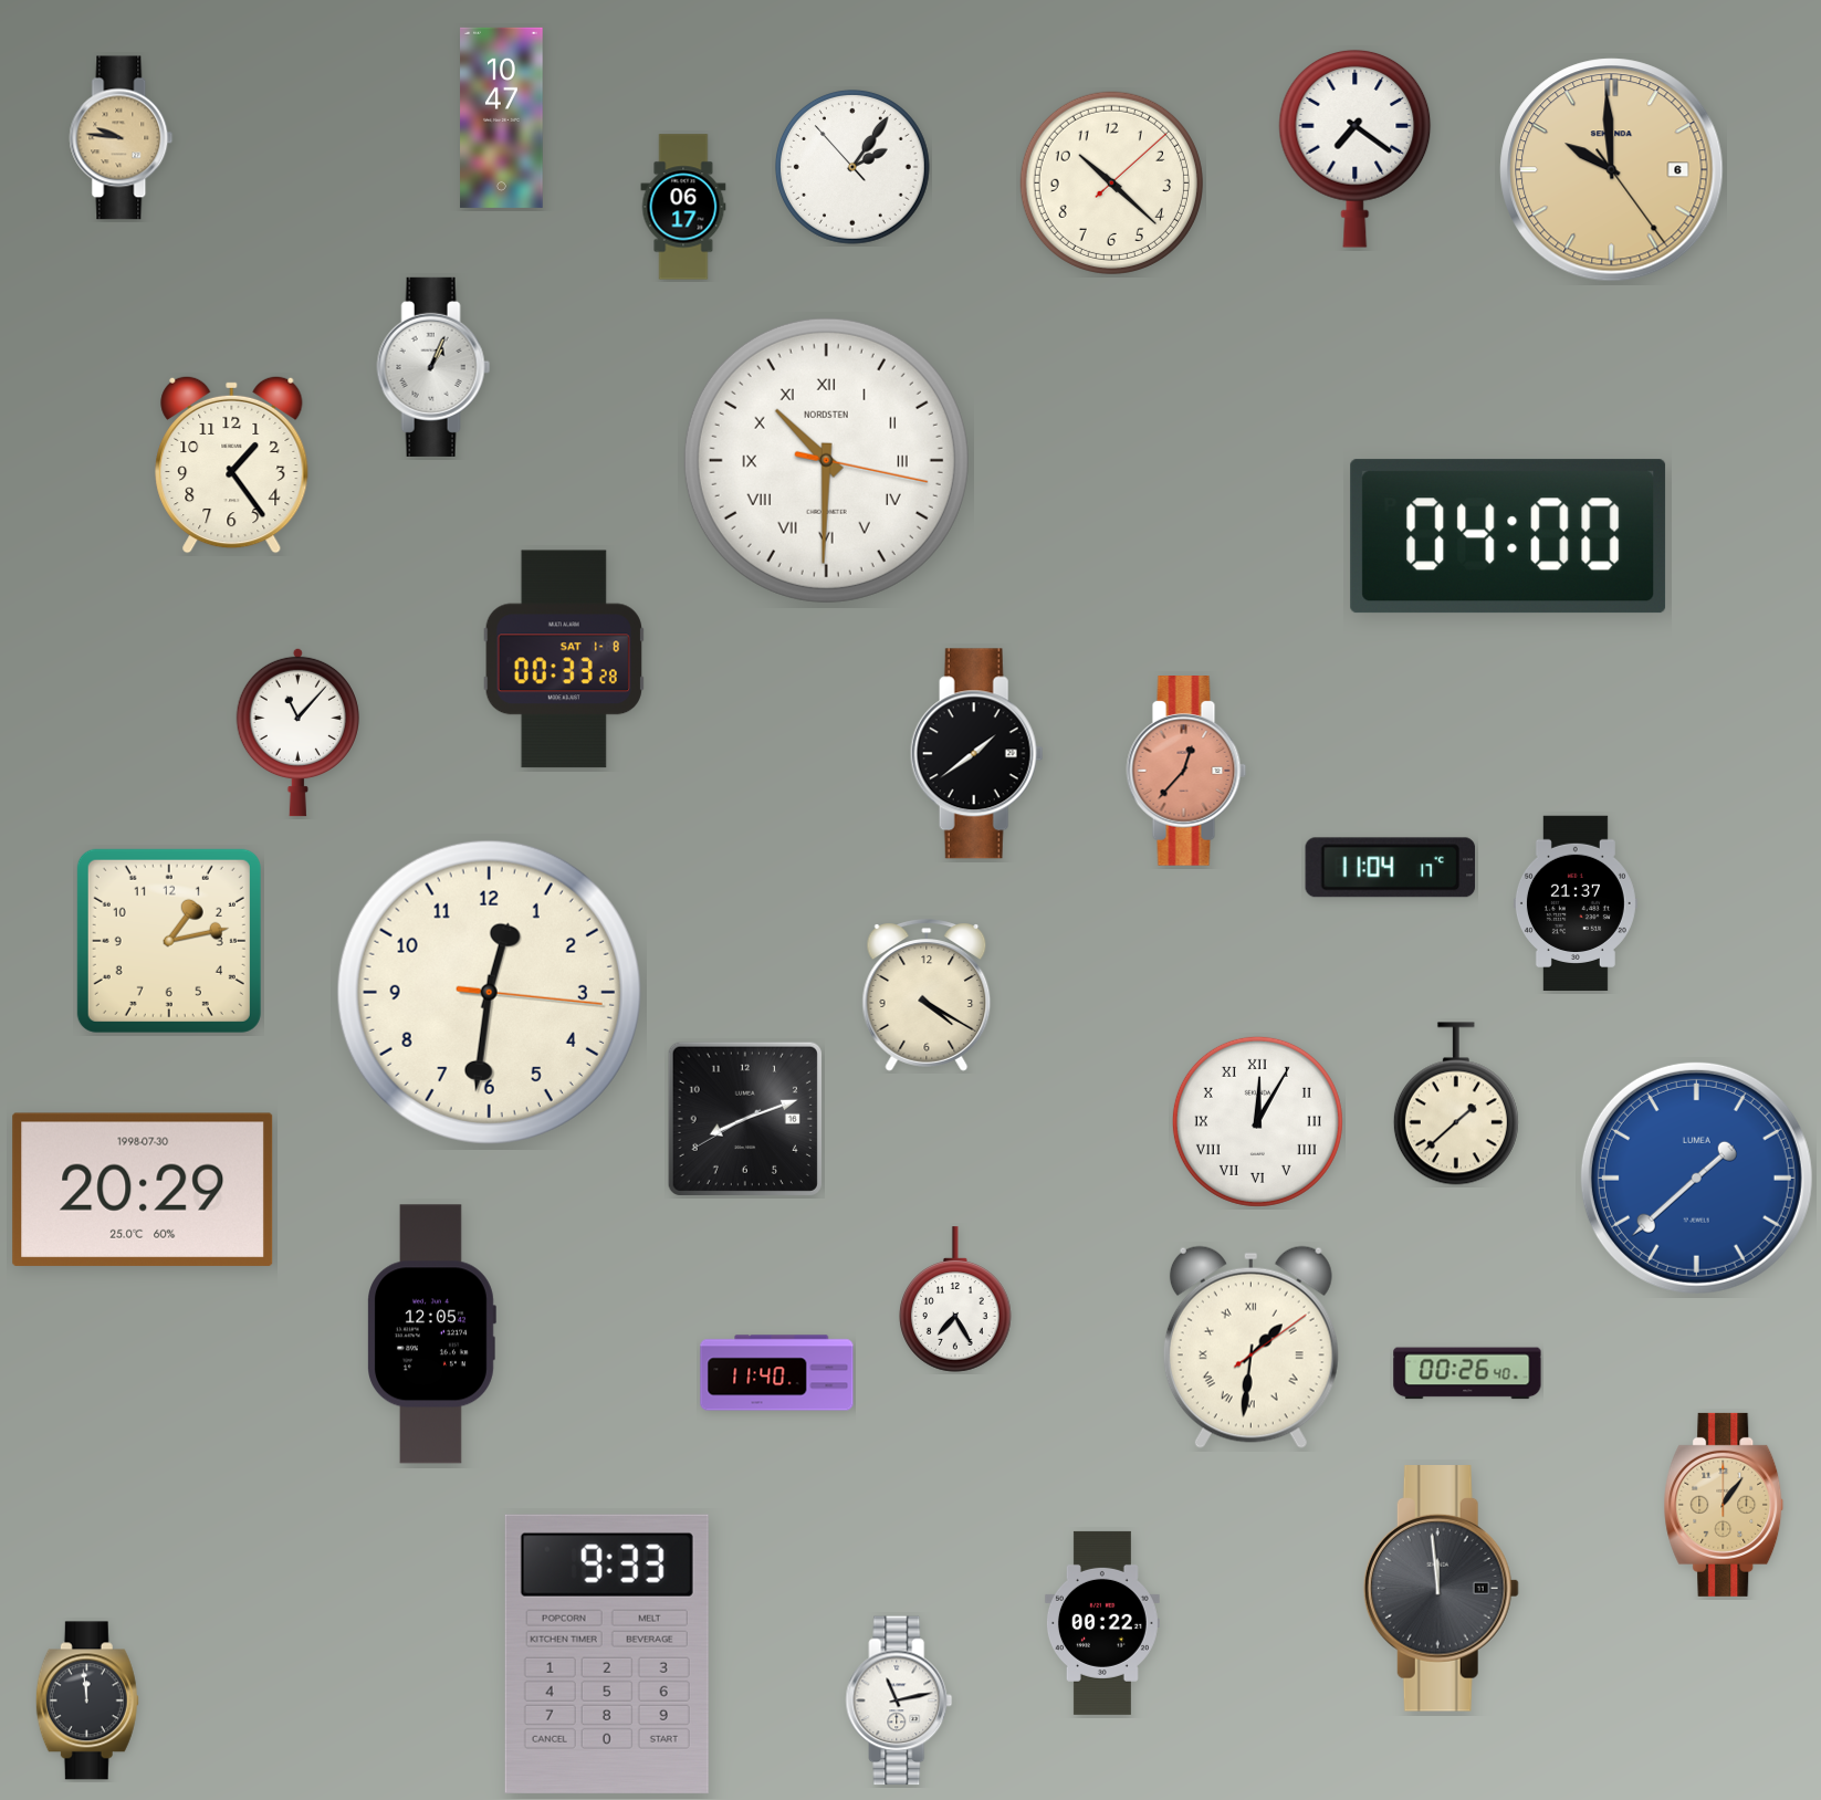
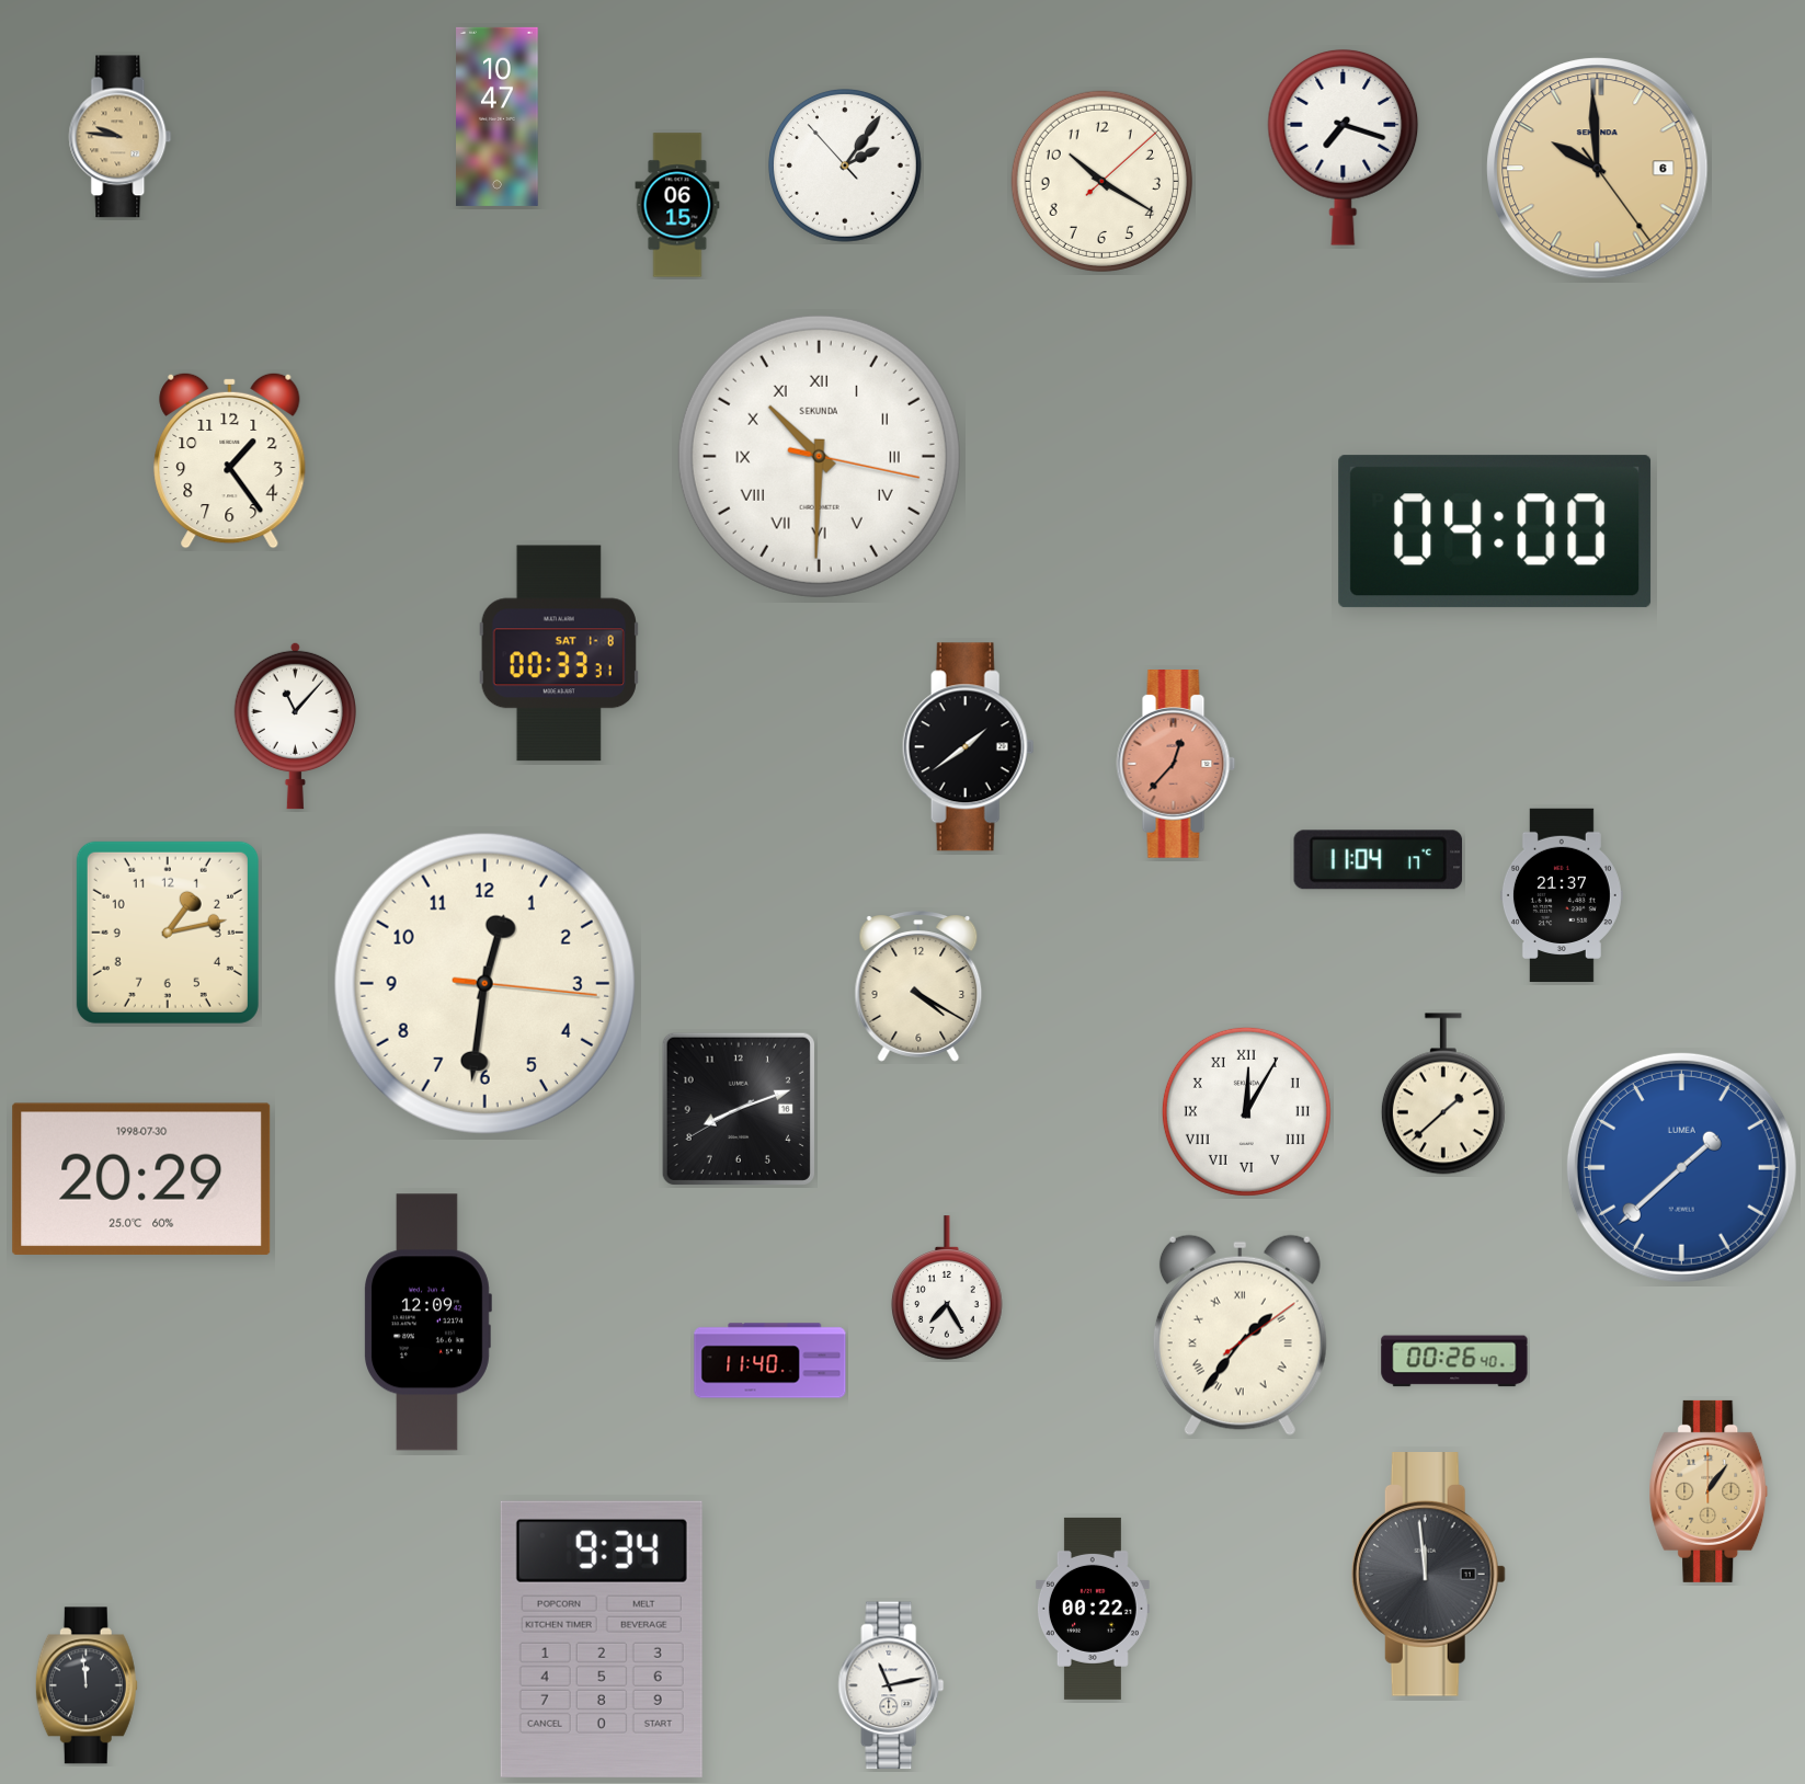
clock at (1356, 148): 7:21 -> 7:18
clock at (1111, 182): 10:22 -> 10:20
clock at (683, 207): 06:17 -> 06:15
clock at (433, 367): 1:04 -> none
clock at (826, 460) brand: NORDSTEN -> SEKUNDA
clock at (564, 659): 00:33:28 -> 00:33:31
clock at (431, 1335): 12:05 -> 12:09
clock at (1250, 1347): 1:31 -> 1:36
clock at (607, 1654): 9:33 -> 9:34
